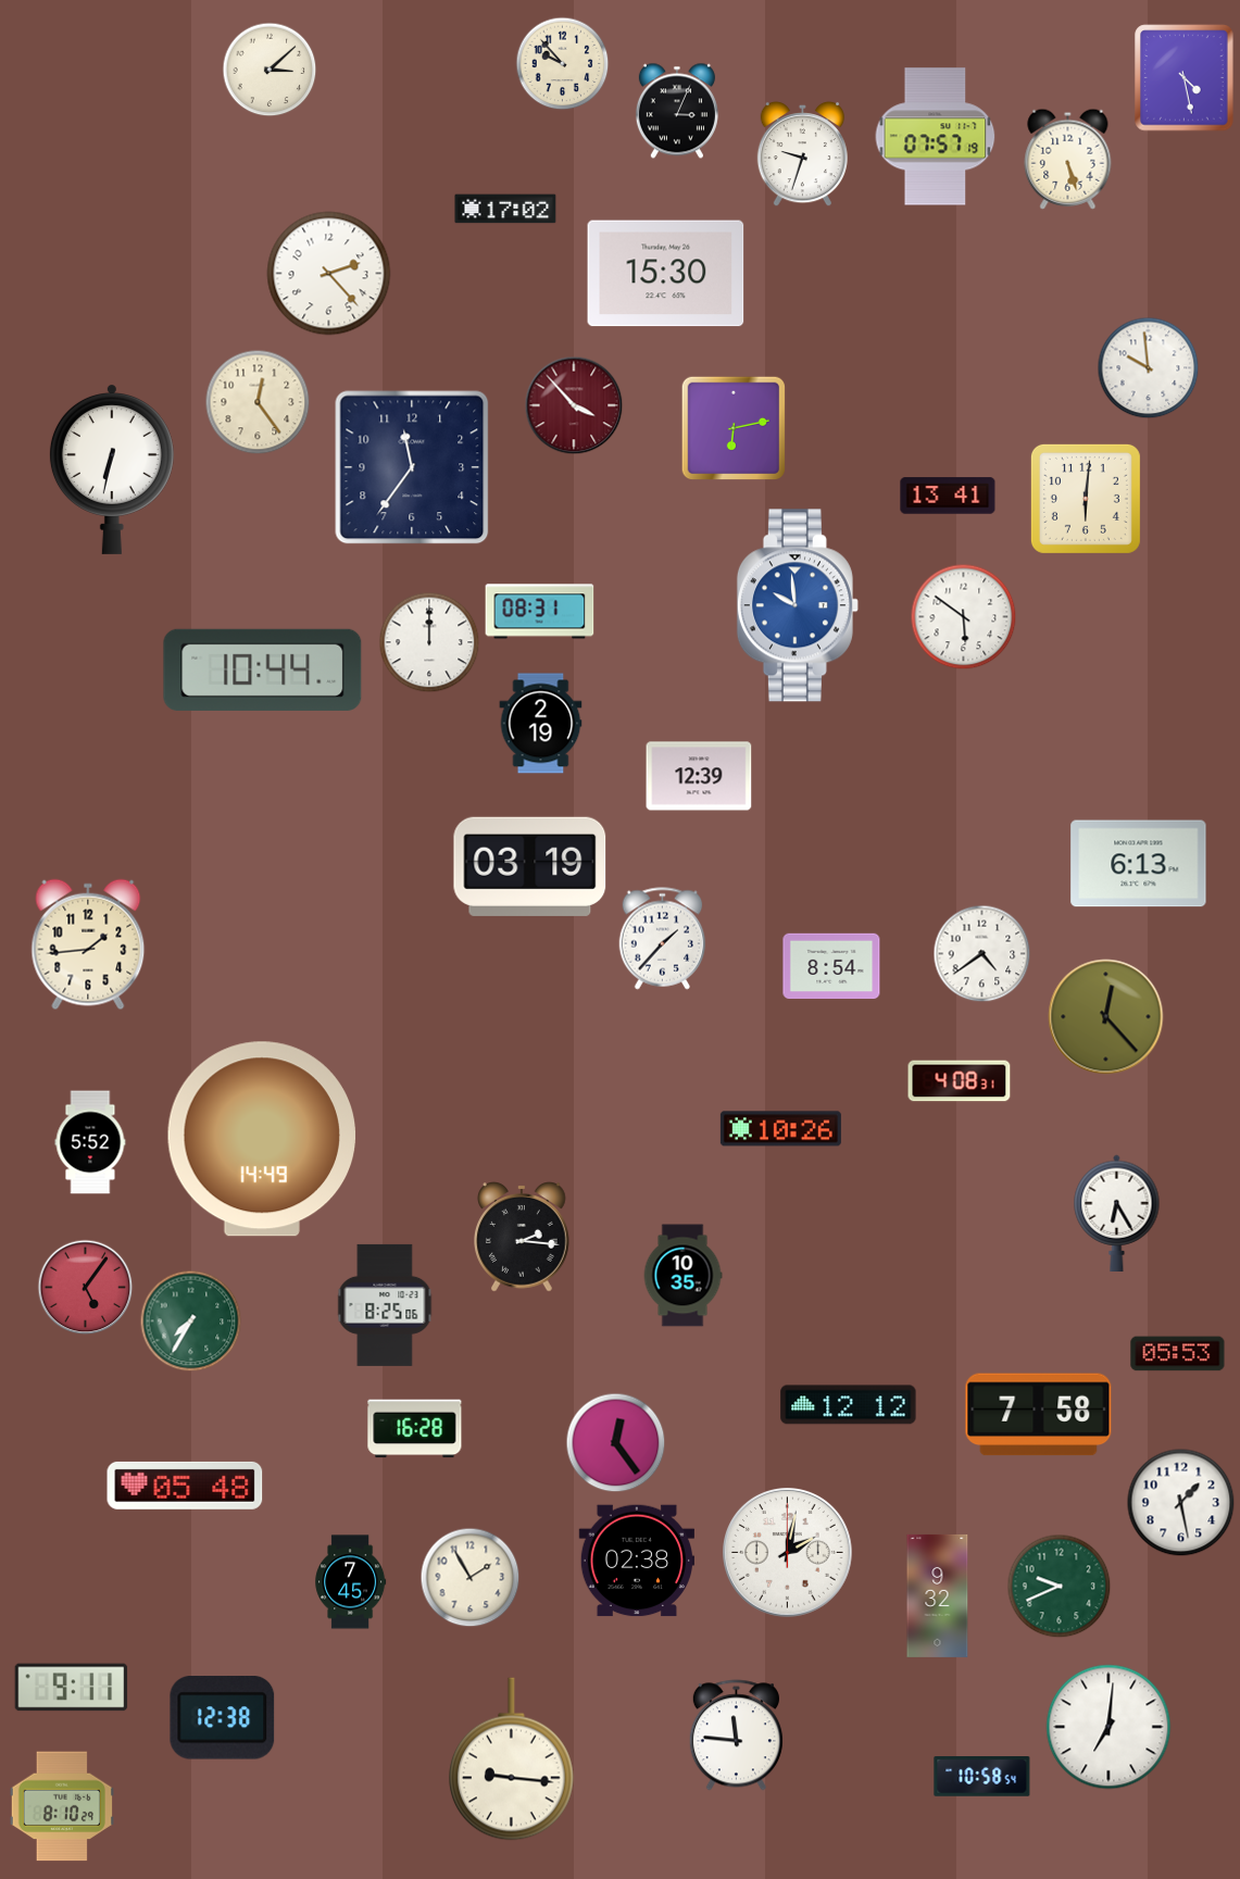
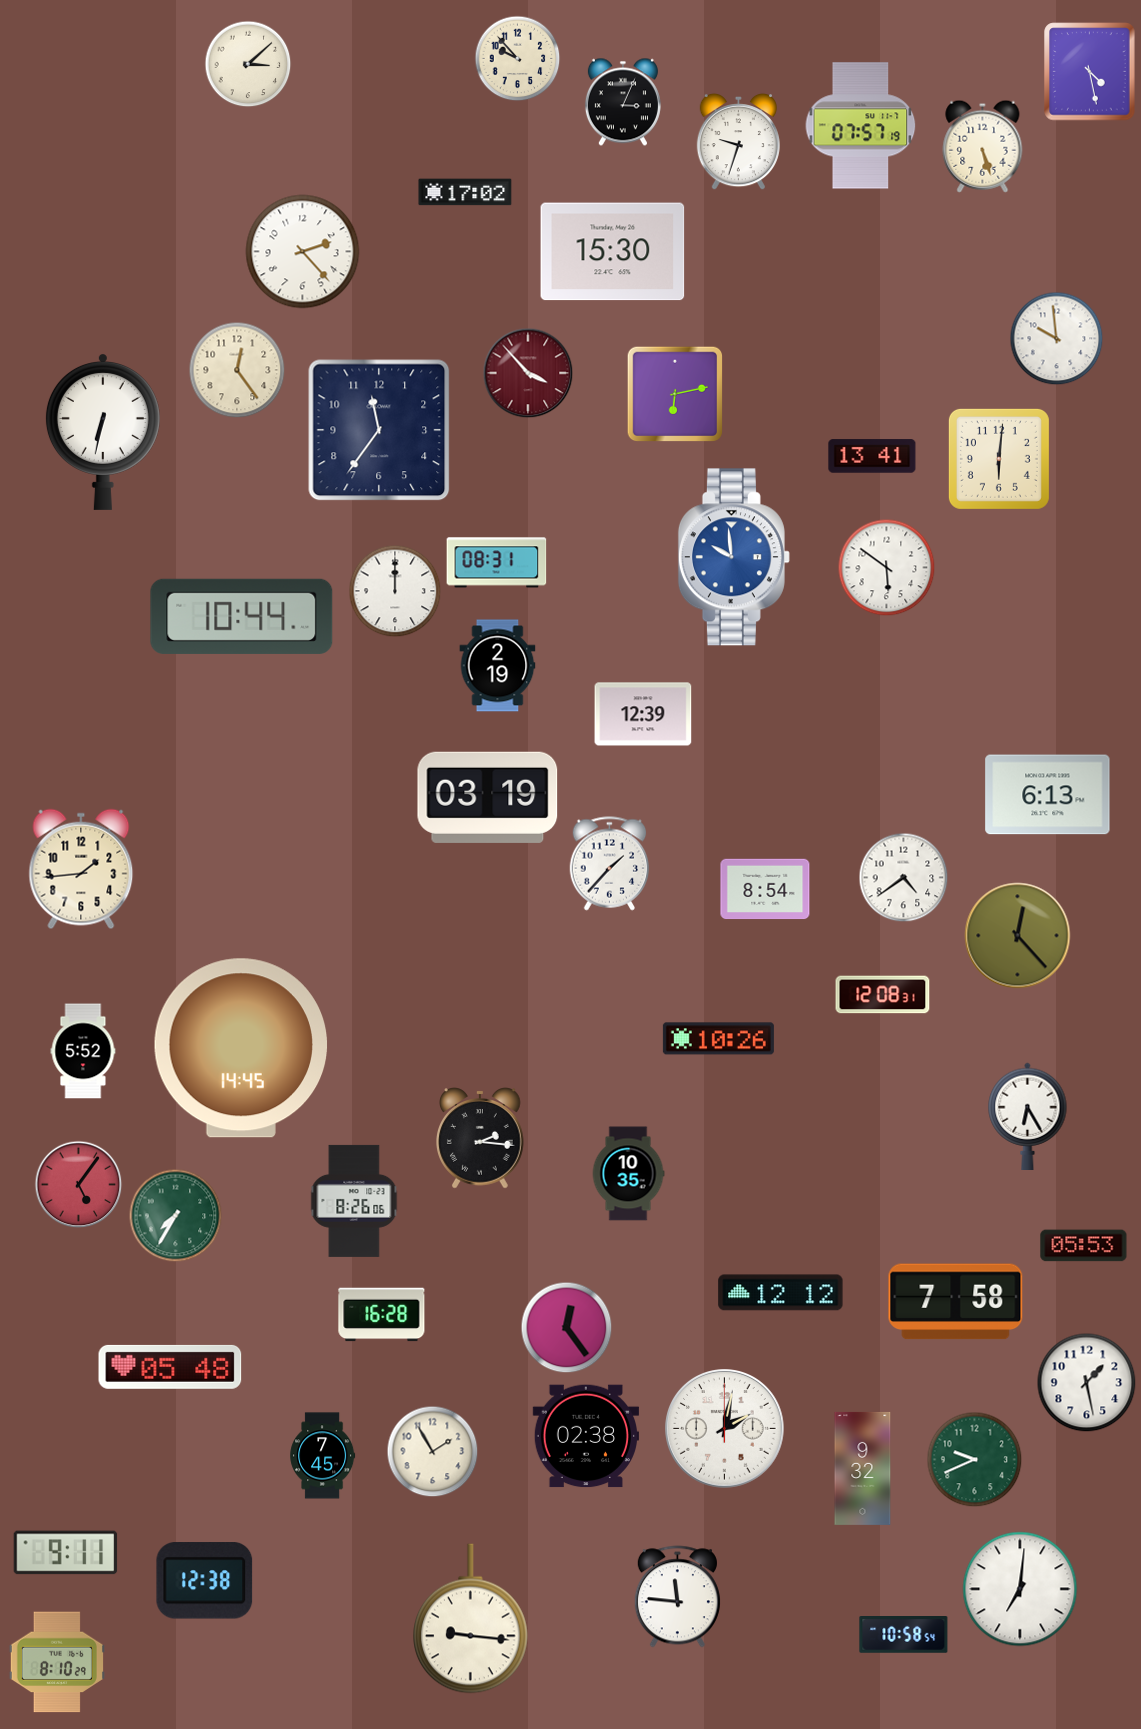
clock at (960, 1081): 4:08 -> 12:08
clock at (262, 1139): 14:49 -> 14:45
clock at (385, 1305): 8:25 -> 8:26
